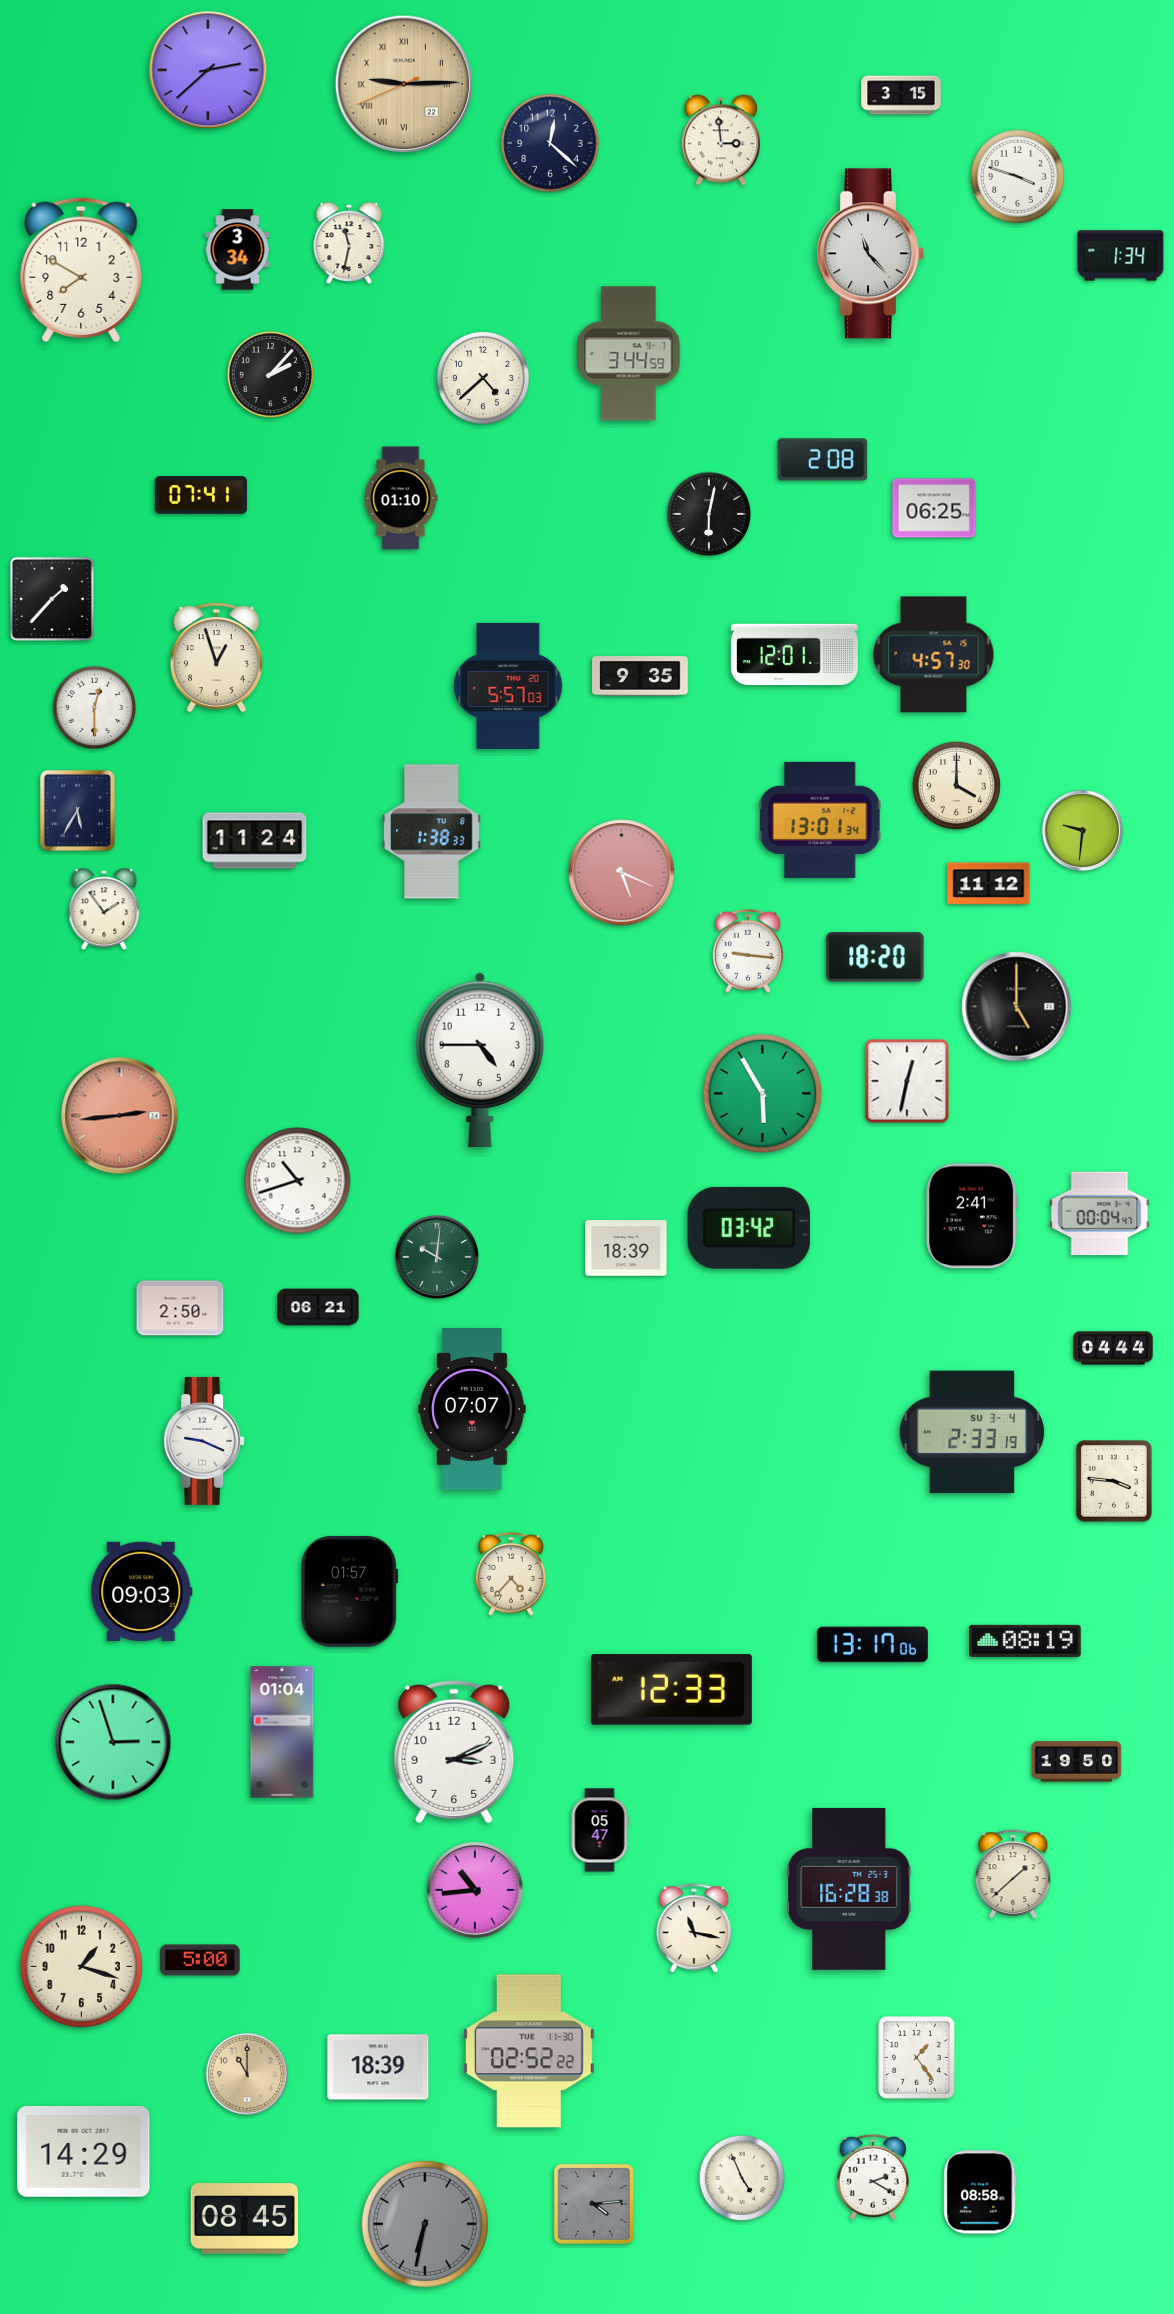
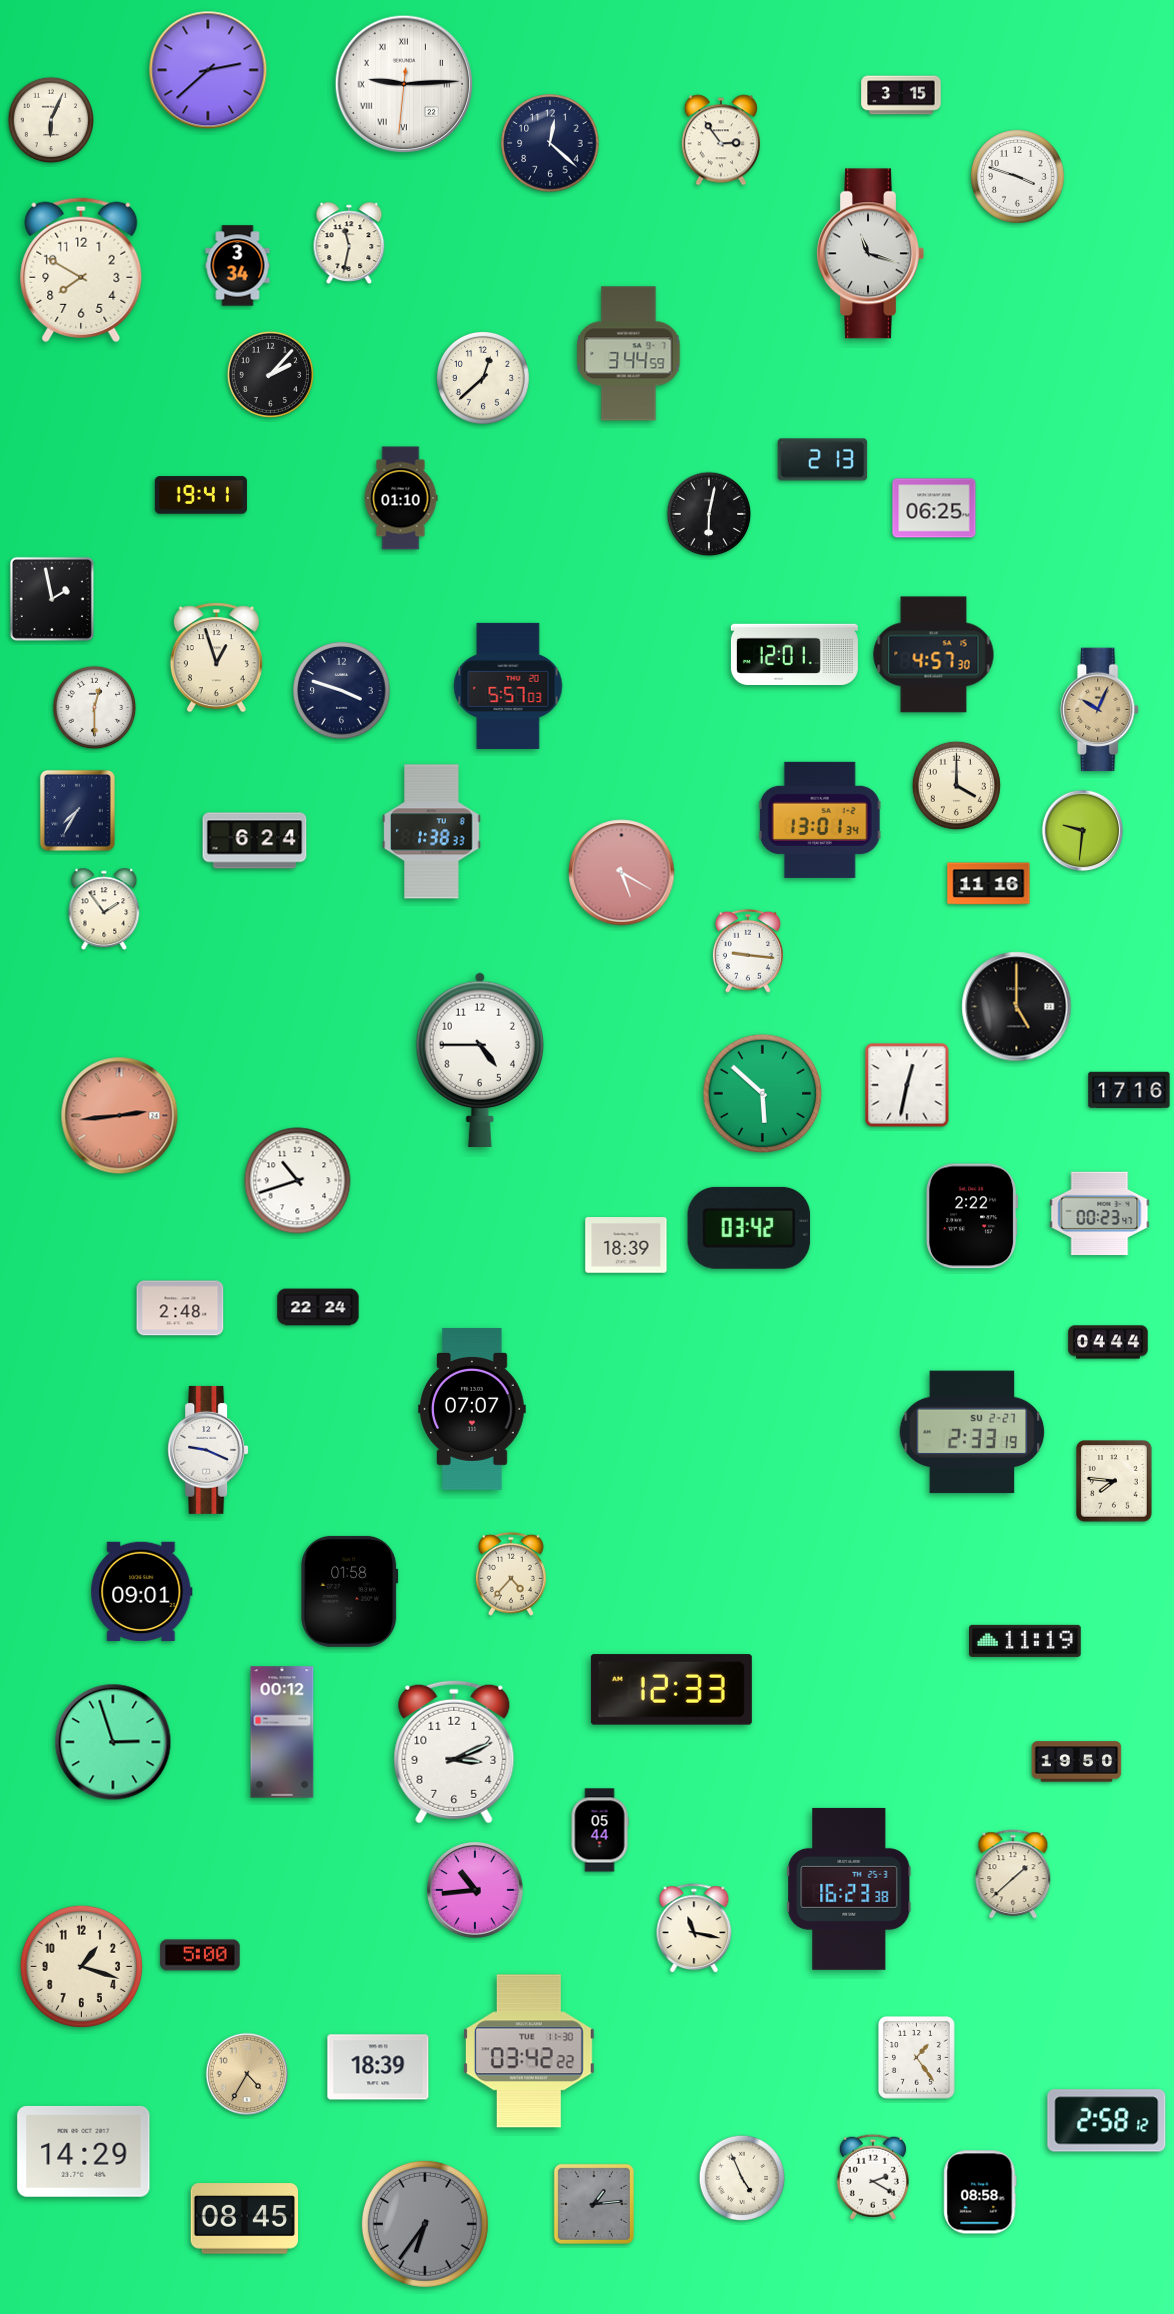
clock at (404, 84): 9:14:41 -> 9:14:31
clock at (404, 84) dial: champagne -> white
clock at (51, 120): none -> 6:04
clock at (721, 140): 2:59 -> 2:54
clock at (238, 250) position: (238, 250) -> (238, 266)
clock at (870, 254): 11:23 -> 11:18
clock at (1121, 256): 1:34 -> none
clock at (484, 379): 4:38 -> 12:38
clock at (823, 460): 2:08 -> 2:13
clock at (201, 495): 07:41 -> 19:41
clock at (52, 599): 1:37 -> 1:58
clock at (640, 676): 9:35 -> none
clock at (342, 691): none -> 3:48
clock at (1100, 710): none -> 10:04
clock at (77, 810): 5:35 -> 7:35
clock at (255, 841): 11:24 -> 6:24
clock at (622, 873): 5:19 -> 5:20
clock at (989, 884): 11:12 -> 11:16
clock at (875, 957): 18:20 -> none
clock at (907, 1081) position: (907, 1081) -> (907, 1085)
clock at (1129, 1090): none -> 17:16
clock at (763, 1094): 5:55 -> 5:52
clock at (1100, 1214): 00:04 -> 00:23
clock at (973, 1216): 2:41 -> 2:22
clock at (626, 1248) position: (626, 1248) -> (626, 1245)
clock at (436, 1256): 10:01 -> none
clock at (318, 1307): 06:21 -> 22:24
clock at (180, 1308): 2:50 -> 2:48
clock at (1113, 1348) position: (1113, 1348) -> (1108, 1342)
clock at (972, 1432) date: SU 3-4 -> SU 2-27
clock at (204, 1441) position: (204, 1441) -> (208, 1450)
clock at (1114, 1481): 3:46 -> 7:46
clock at (142, 1591): 09:03 -> 09:01
clock at (350, 1591): 01:57 -> 01:58
clock at (1026, 1641): 08:19 -> 11:19
clock at (872, 1645): 13:17 -> none
clock at (282, 1732): 01:04 -> 00:12
clock at (600, 1830): 05:47 -> 05:44
clock at (849, 1889): 16:28 -> 16:23
clock at (200, 1960) position: (200, 1960) -> (200, 1955)
clock at (529, 2051): 02:52 -> 03:42
clock at (247, 2074): 11:00 -> 4:35
clock at (1107, 2121): none -> 2:58
clock at (594, 2204): 4:14 -> 1:14
clock at (425, 2224): 6:32 -> 6:36
